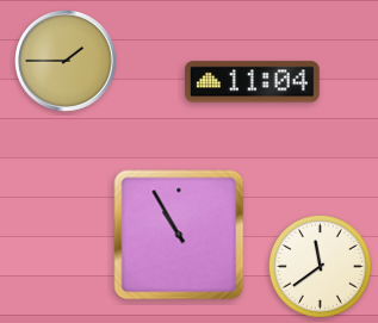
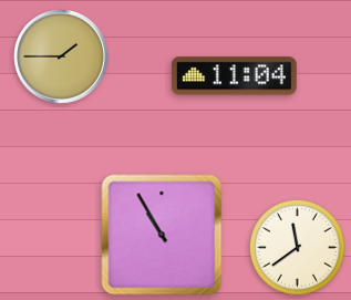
clock at (179, 235) position: (179, 235) -> (162, 235)
